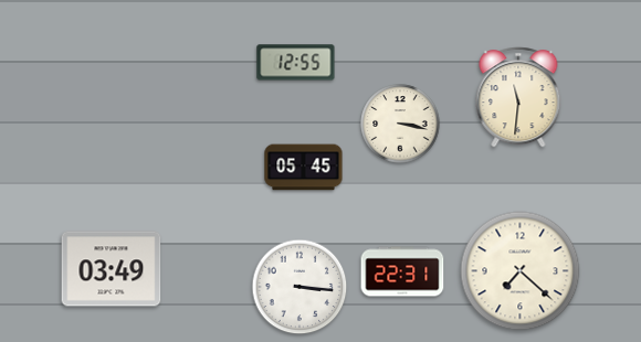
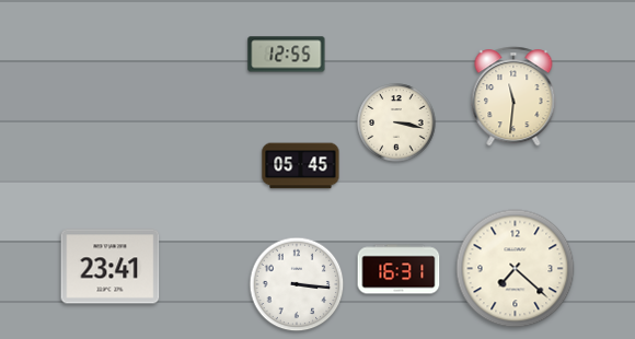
clock at (296, 63) position: (296, 63) -> (287, 55)
clock at (112, 269): 03:49 -> 23:41
clock at (402, 271): 22:31 -> 16:31
